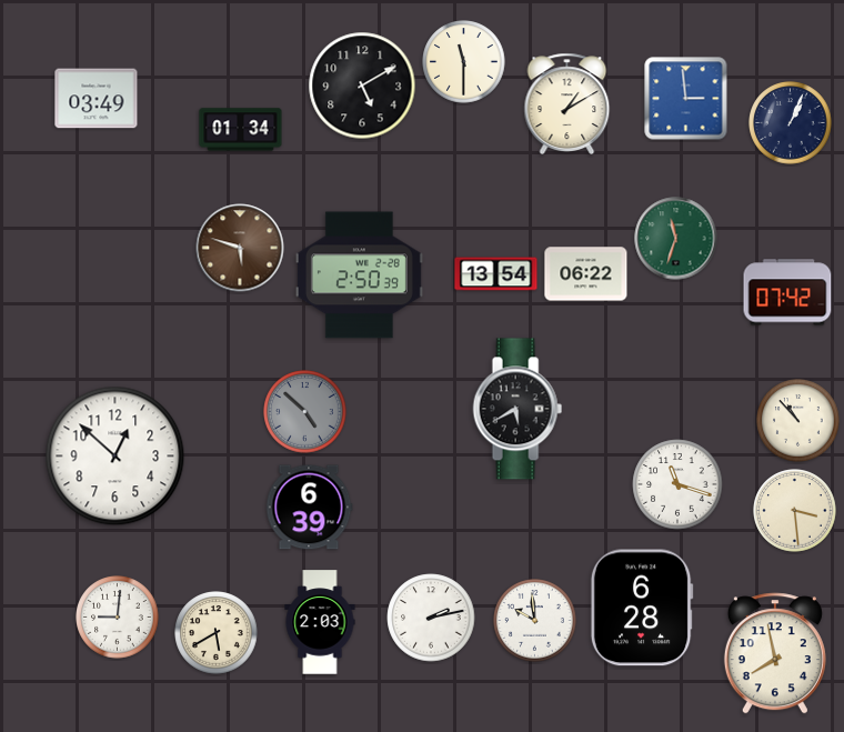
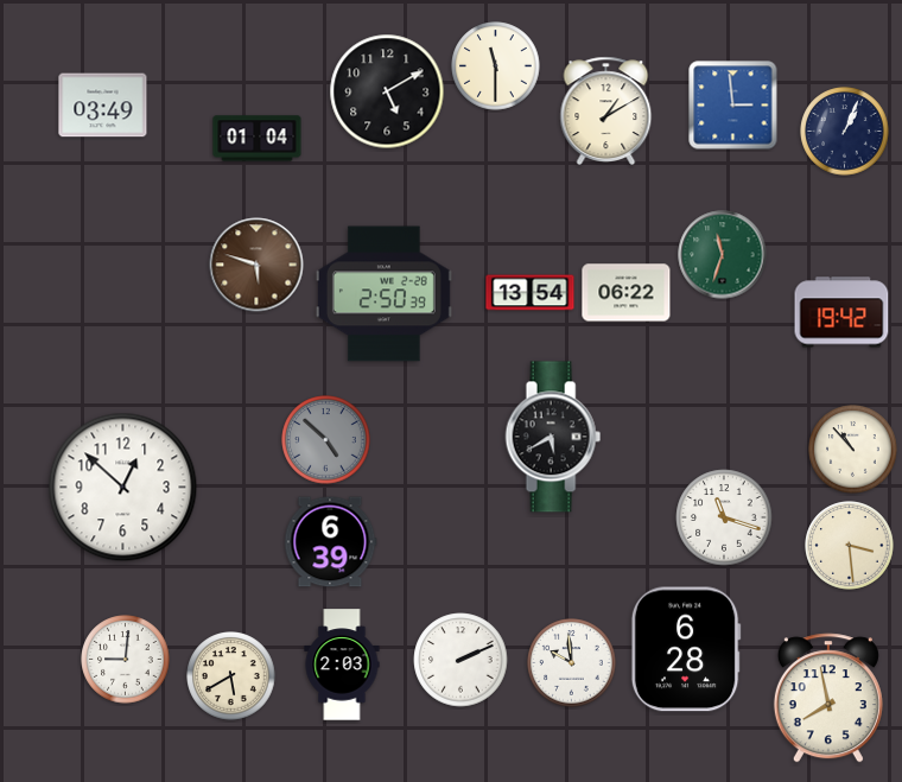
clock at (241, 130): 01:34 -> 01:04
clock at (787, 292): 07:42 -> 19:42
clock at (431, 618): 2:13 -> 2:11
